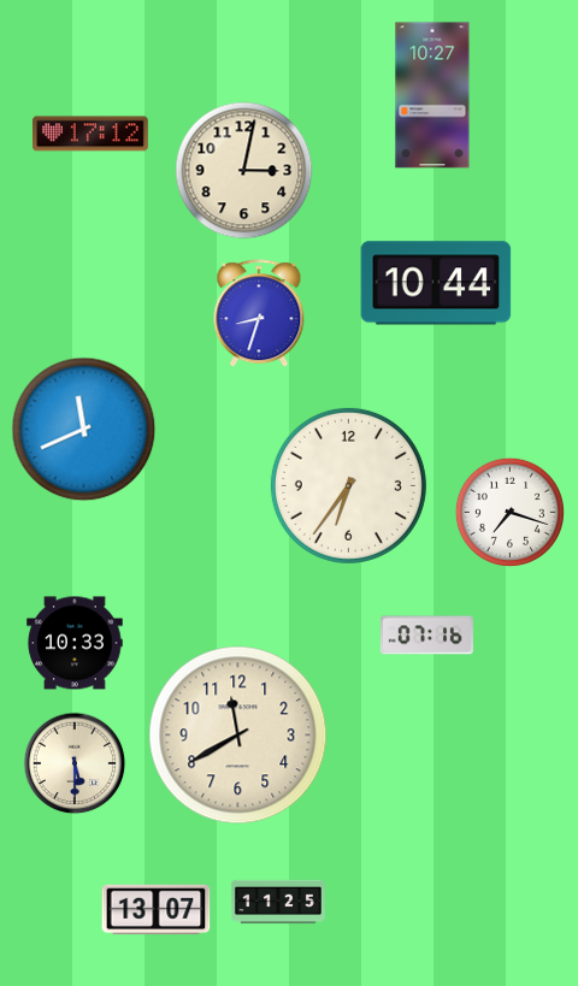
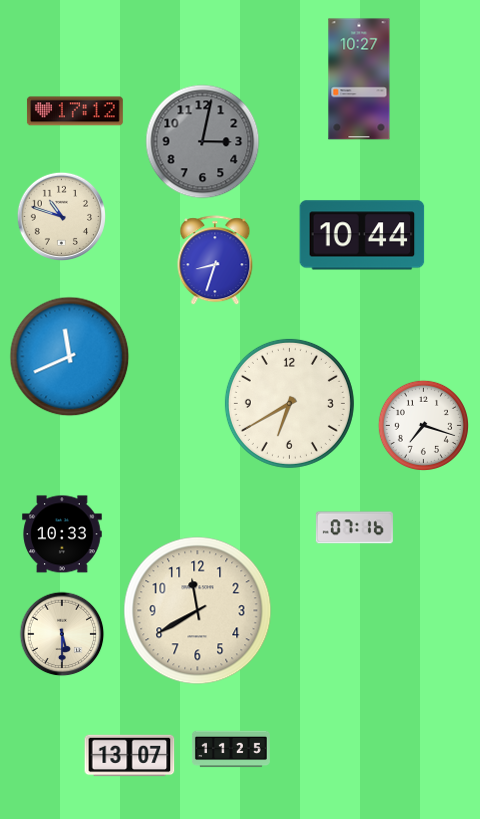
clock at (244, 171) dial: cream -> grey
clock at (61, 216): none -> 10:48
clock at (348, 485): 6:36 -> 6:40
